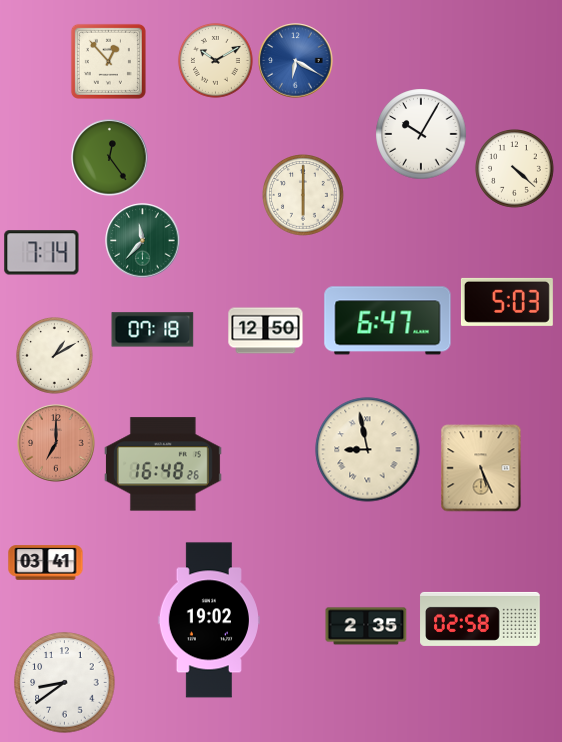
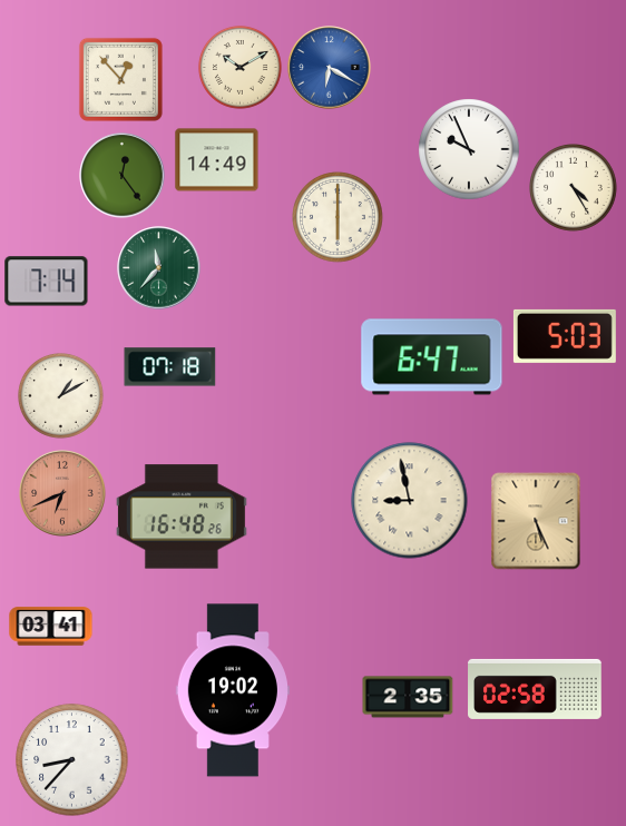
clock at (108, 61) position: (108, 61) -> (120, 79)
clock at (421, 134): 10:05 -> 9:56
clock at (217, 160): none -> 14:49
clock at (515, 169): 4:22 -> 4:25
clock at (266, 331): 12:50 -> none
clock at (56, 443): 7:00 -> 6:41
clock at (65, 683): 8:39 -> 8:37
